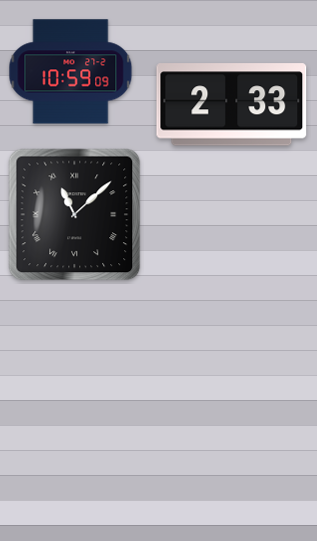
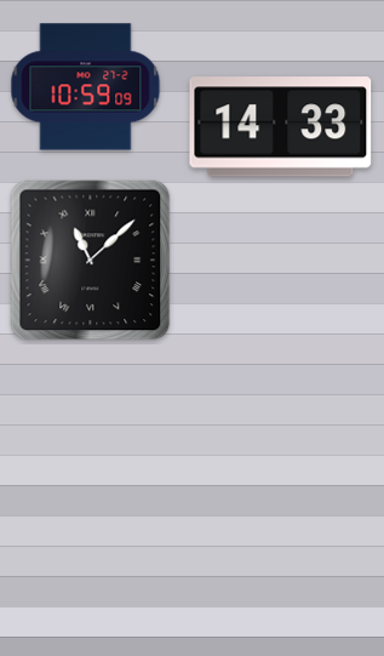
clock at (232, 105): 2:33 -> 14:33
